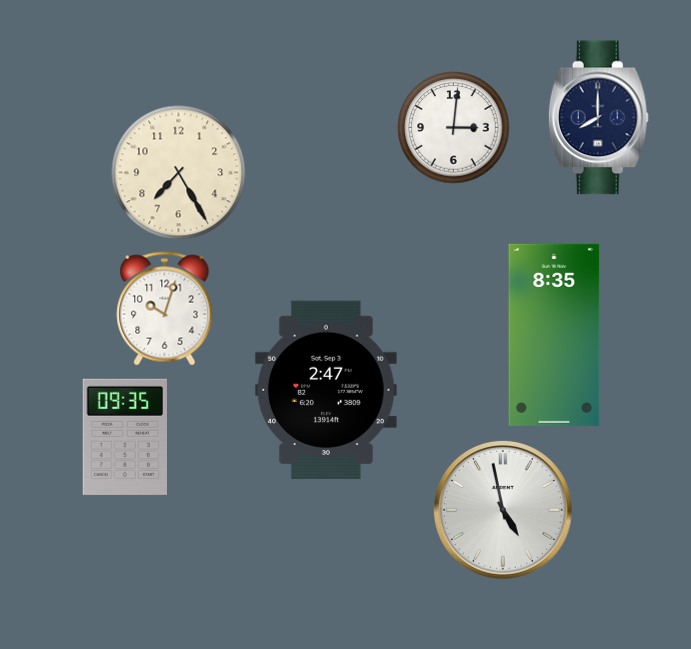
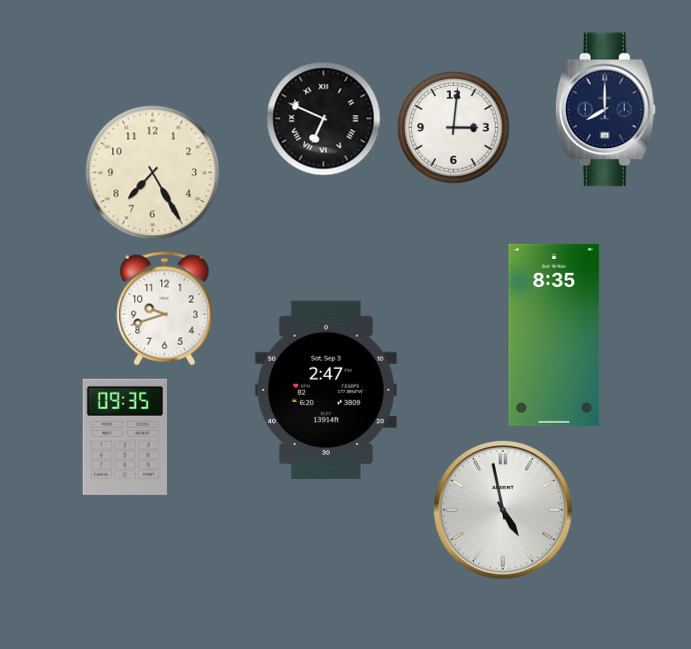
clock at (598, 118) position: (598, 118) -> (605, 110)
clock at (324, 119): none -> 6:49
clock at (179, 173) position: (179, 173) -> (153, 173)
clock at (165, 309): 10:03 -> 9:42
